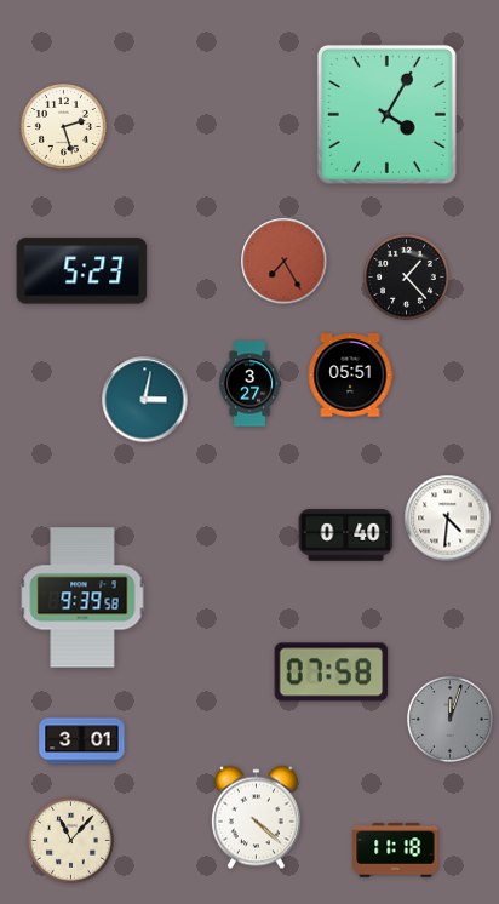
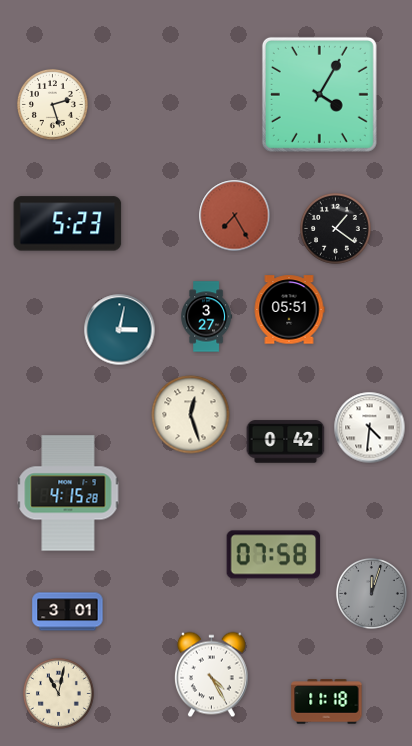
clock at (406, 276): 1:23 -> 1:21
clock at (191, 415): none -> 12:27
clock at (346, 536): 0:40 -> 0:42
clock at (82, 597): 9:39 -> 4:15
clock at (256, 818): 4:22 -> 4:25
clock at (70, 840): 11:07 -> 11:02
